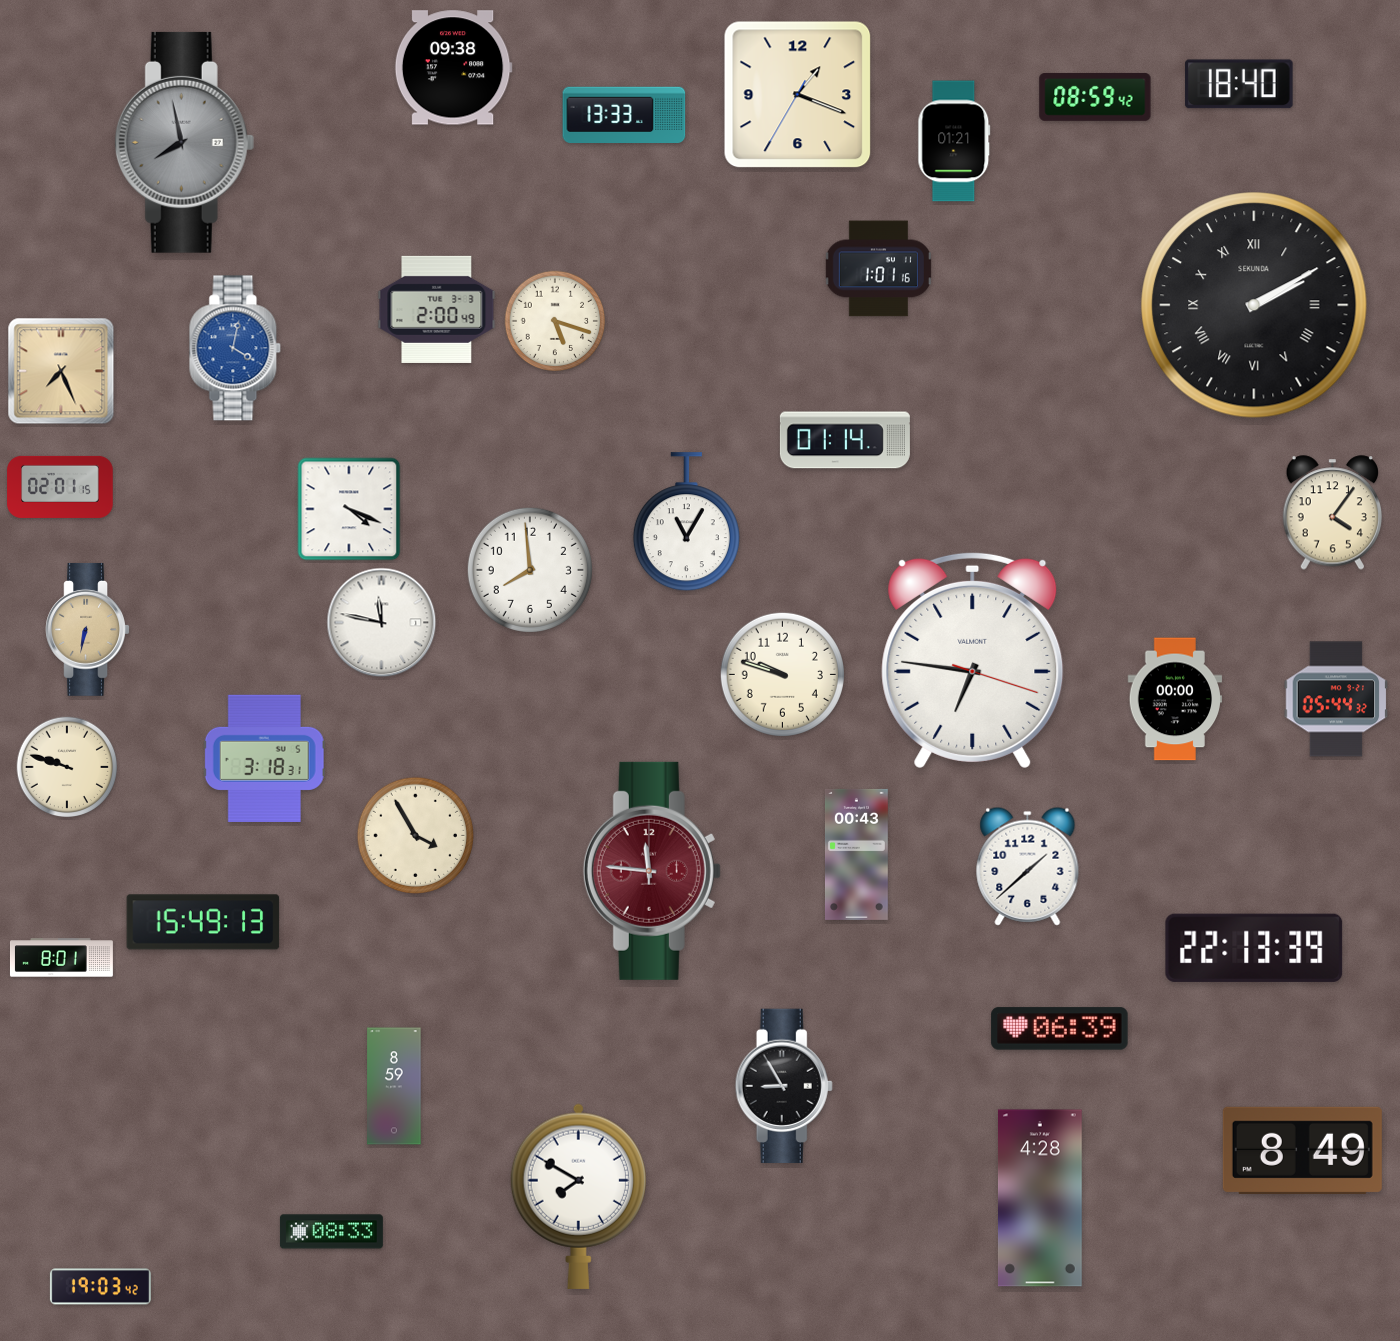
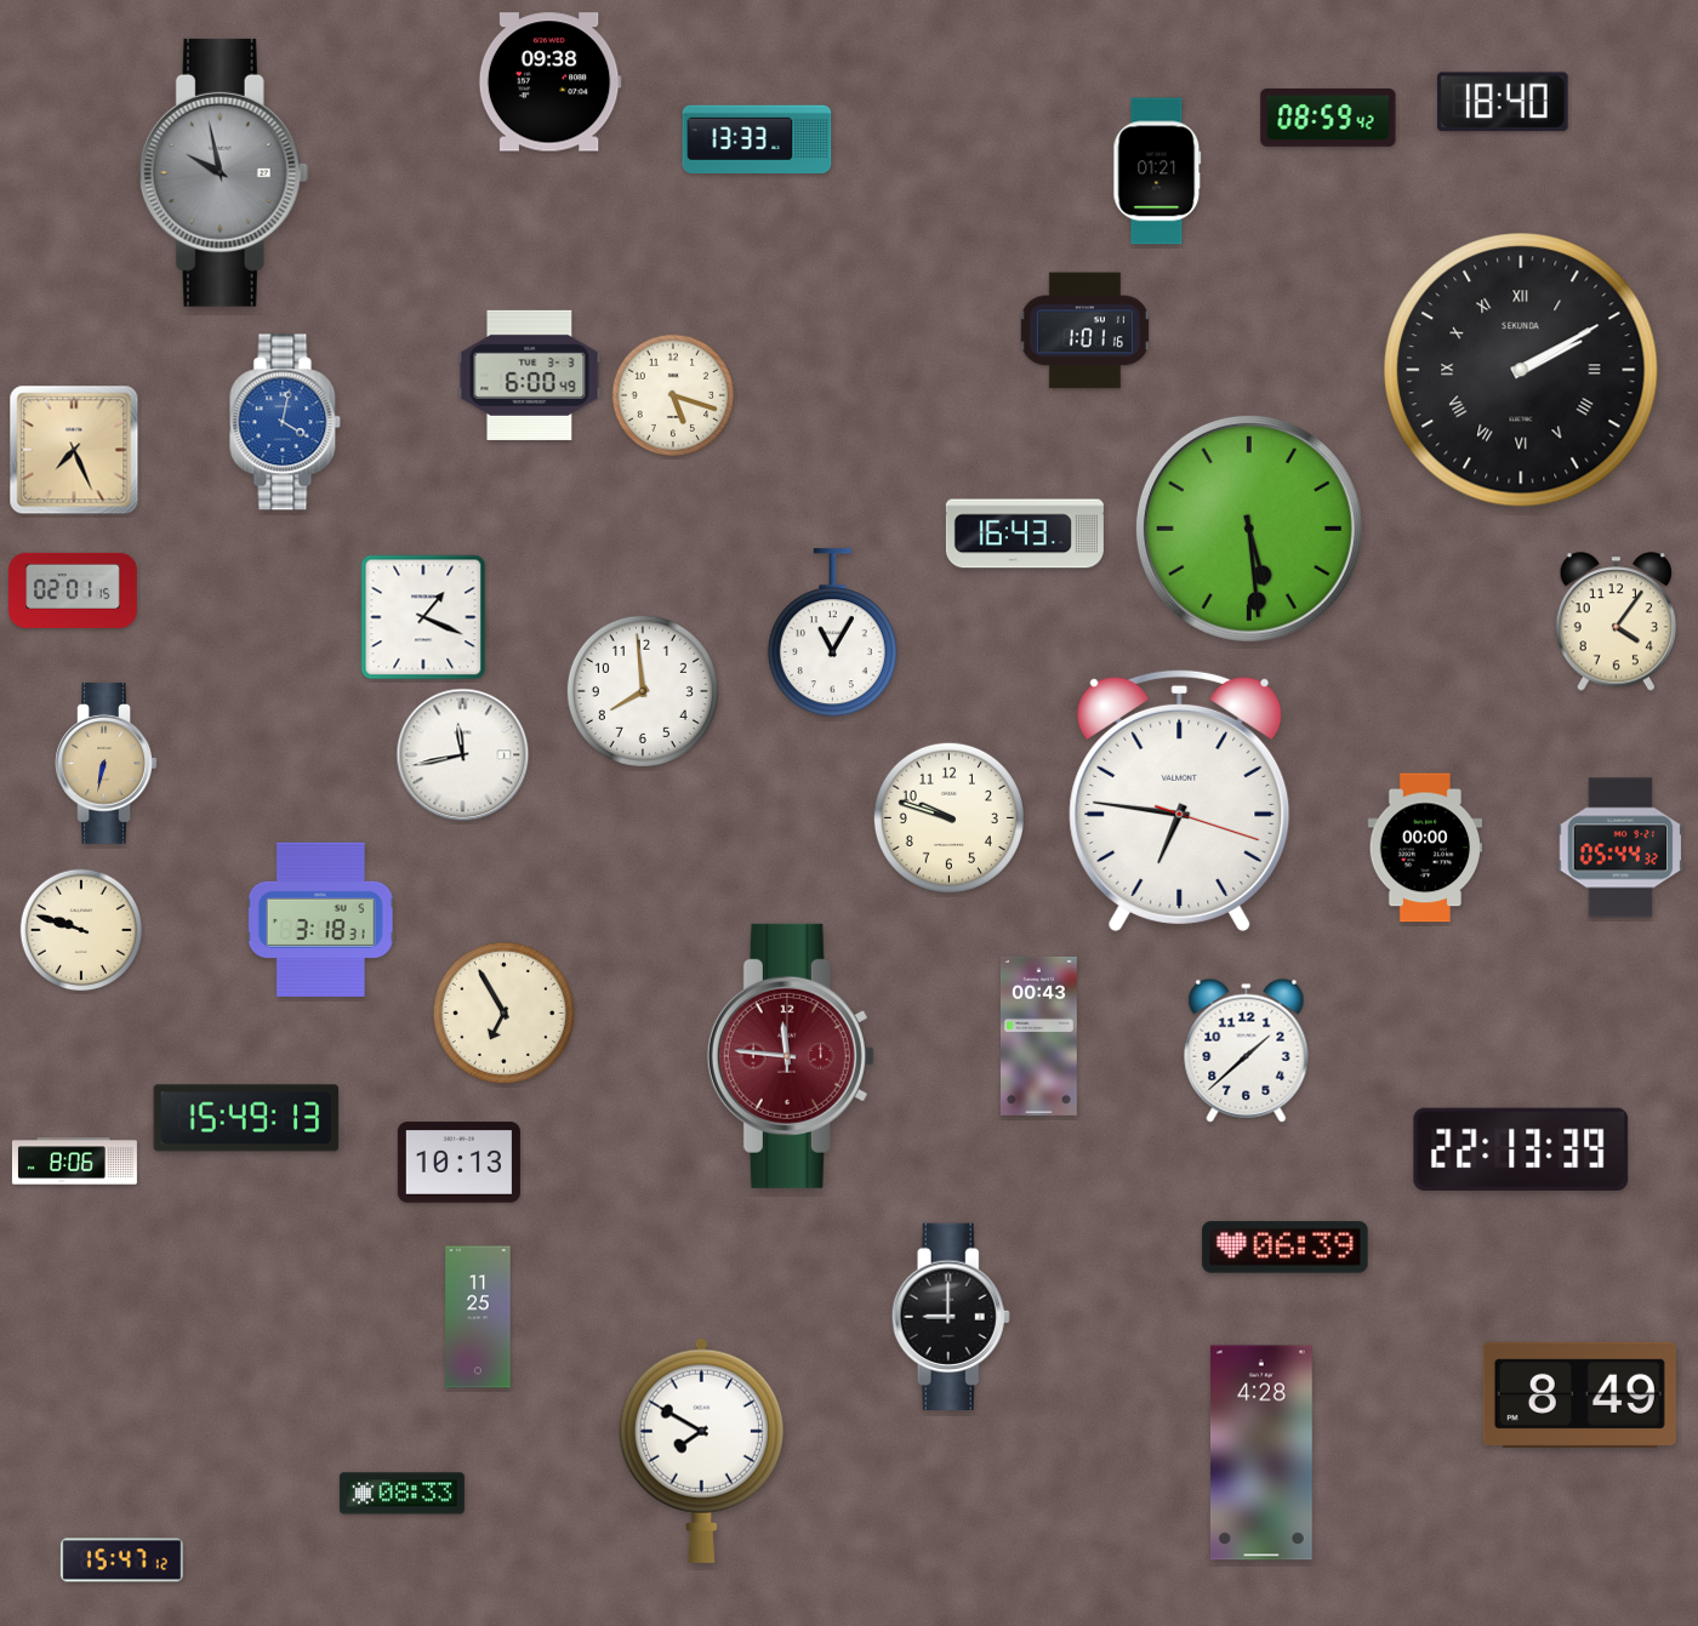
clock at (798, 95): 1:18 -> none
clock at (185, 142): 7:58 -> 9:58
clock at (878, 269) position: (878, 269) -> (1084, 331)
clock at (437, 309): 2:00 -> 6:00
clock at (555, 321) position: (555, 321) -> (673, 395)
clock at (1249, 529): none -> 5:29
clock at (845, 440): 01:14 -> 16:43
clock at (349, 509): 4:19 -> 1:19
clock at (382, 623): 11:47 -> 11:43
clock at (415, 835): 3:55 -> 6:55
clock at (61, 958): 8:01 -> 8:06
clock at (458, 1163): none -> 10:13
clock at (784, 1085): 8:55 -> 9:00
clock at (394, 1086): 8:59 -> 11:25
clock at (100, 1287): 19:03 -> 15:47
